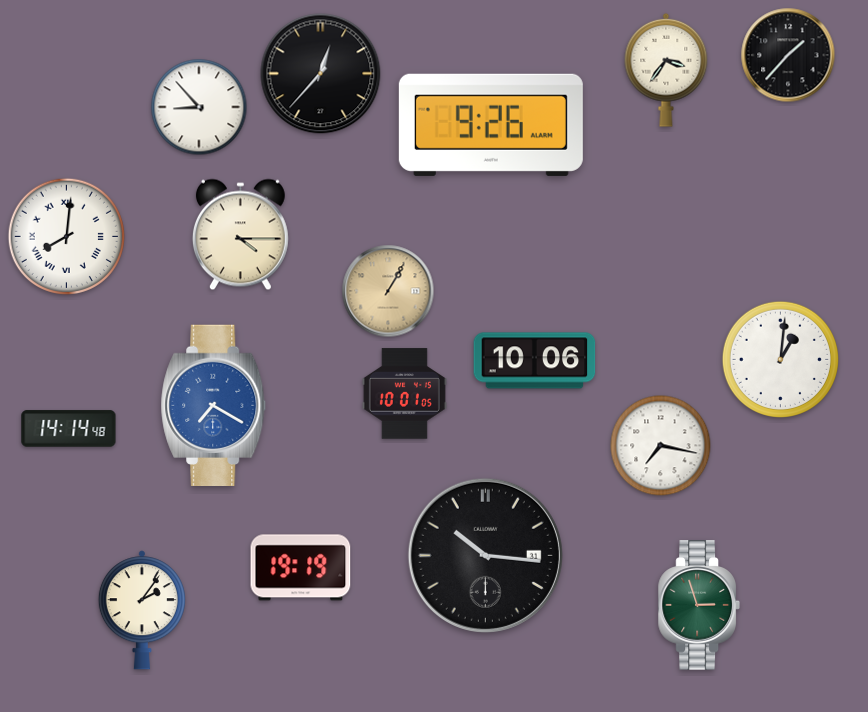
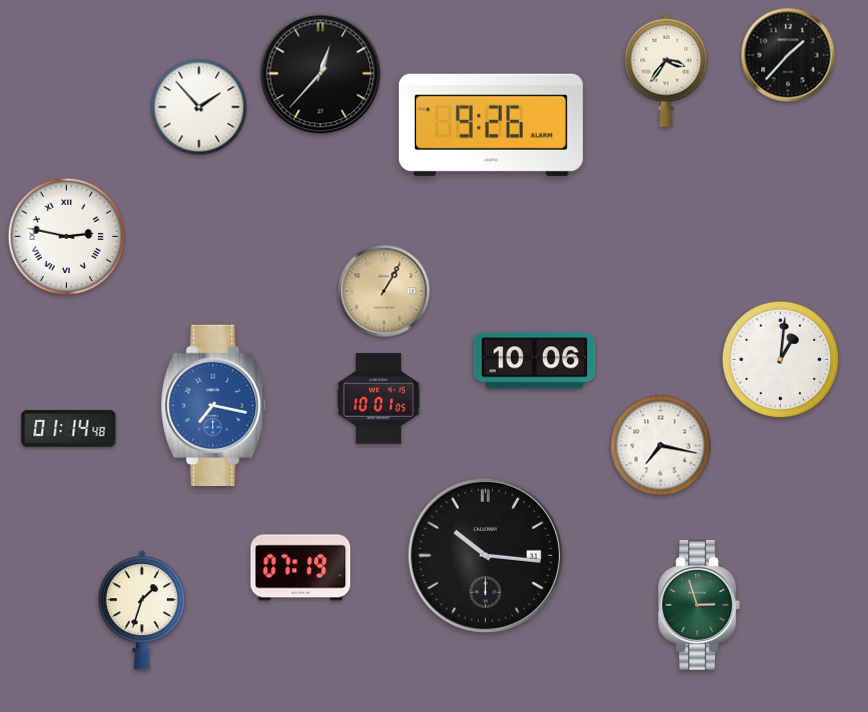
clock at (199, 107): 8:53 -> 1:53
clock at (240, 235): 4:15 -> none
clock at (66, 236): 8:01 -> 2:47
clock at (388, 291) position: (388, 291) -> (384, 291)
clock at (404, 394) position: (404, 394) -> (378, 399)
clock at (214, 405): 7:20 -> 7:17
clock at (69, 429): 14:14 -> 01:14
clock at (301, 568): 19:19 -> 07:19
clock at (142, 610): 2:06 -> 1:33
